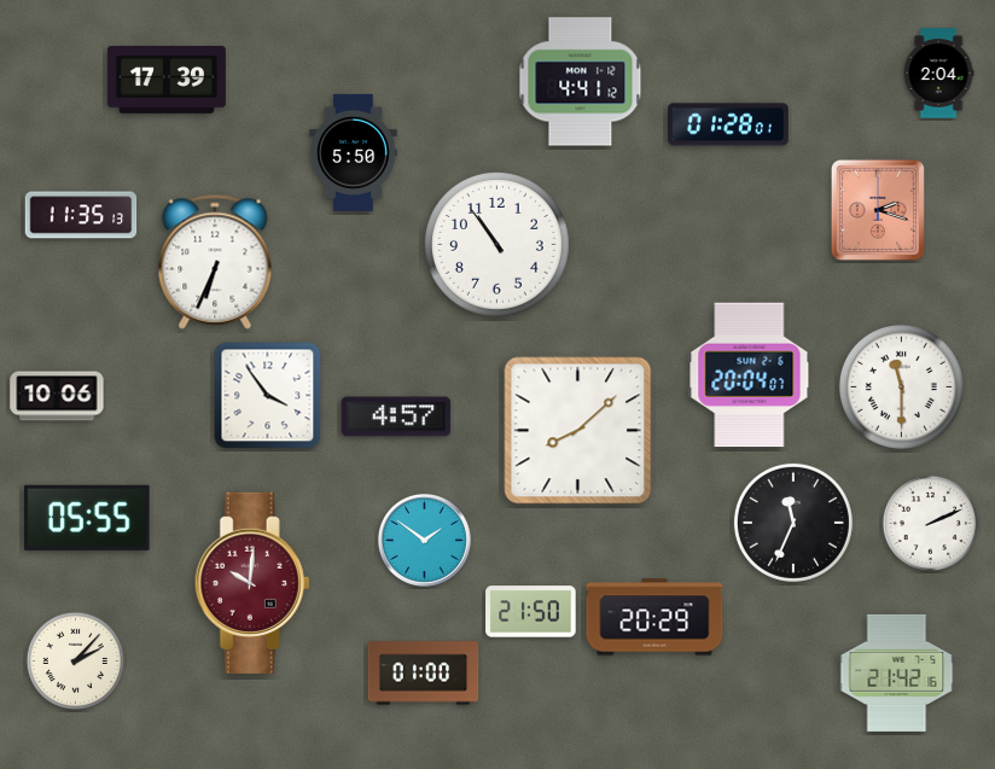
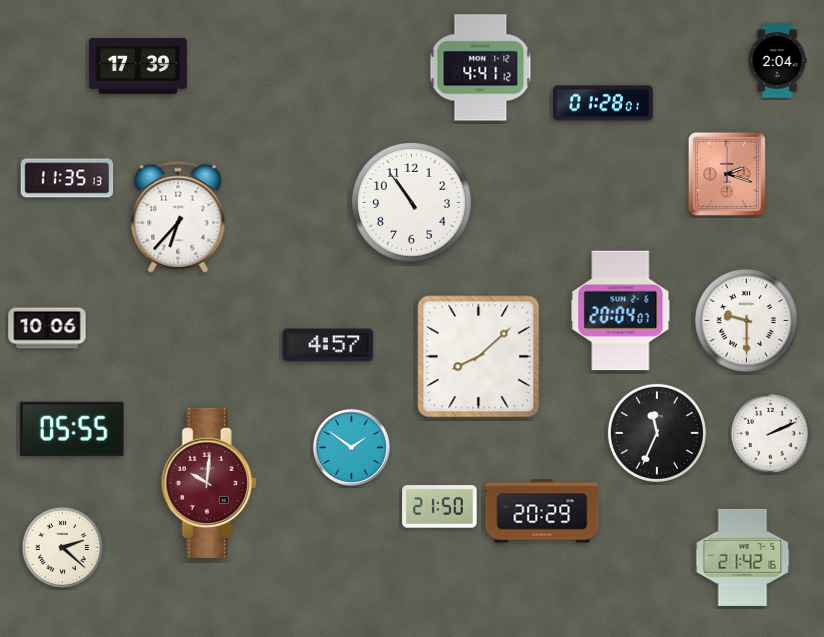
clock at (354, 152): 5:50 -> none
clock at (215, 262): 6:34 -> 6:37
clock at (901, 386): 11:30 -> 9:30
clock at (268, 396): 3:54 -> none
clock at (76, 662): 2:07 -> 2:22
clock at (424, 674): 01:00 -> none
